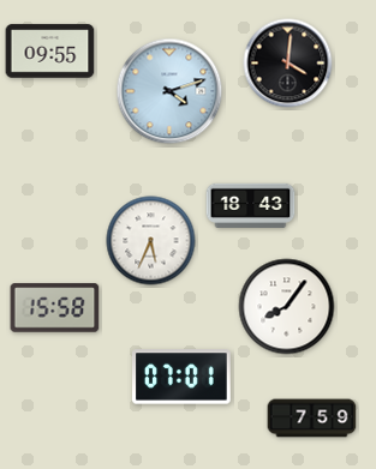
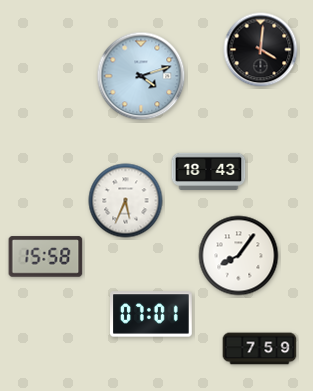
clock at (50, 52): 09:55 -> none
clock at (288, 64) position: (288, 64) -> (261, 50)
